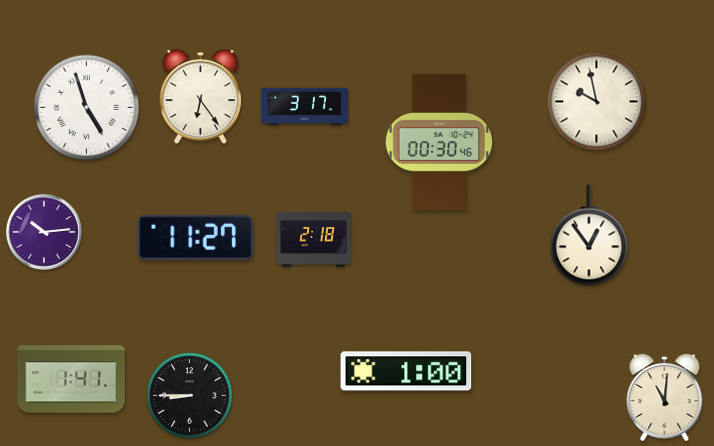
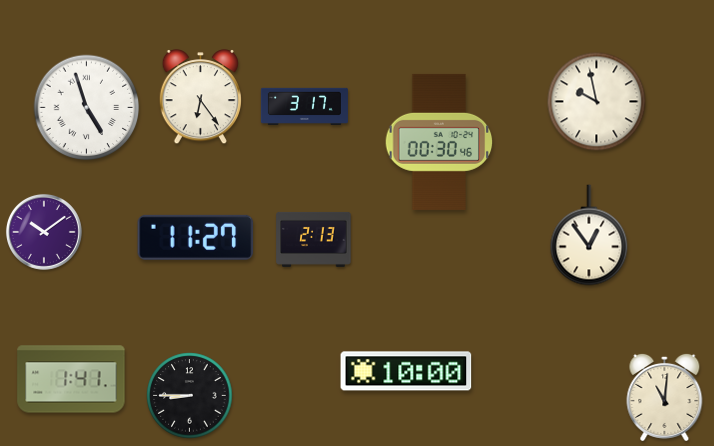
clock at (44, 232): 10:14 -> 10:09
clock at (314, 239): 2:18 -> 2:13
clock at (406, 371): 1:00 -> 10:00
